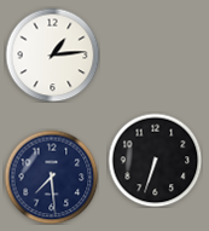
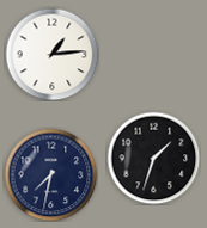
clock at (155, 160): 6:33 -> 1:33
clock at (51, 177): 7:29 -> 7:32
